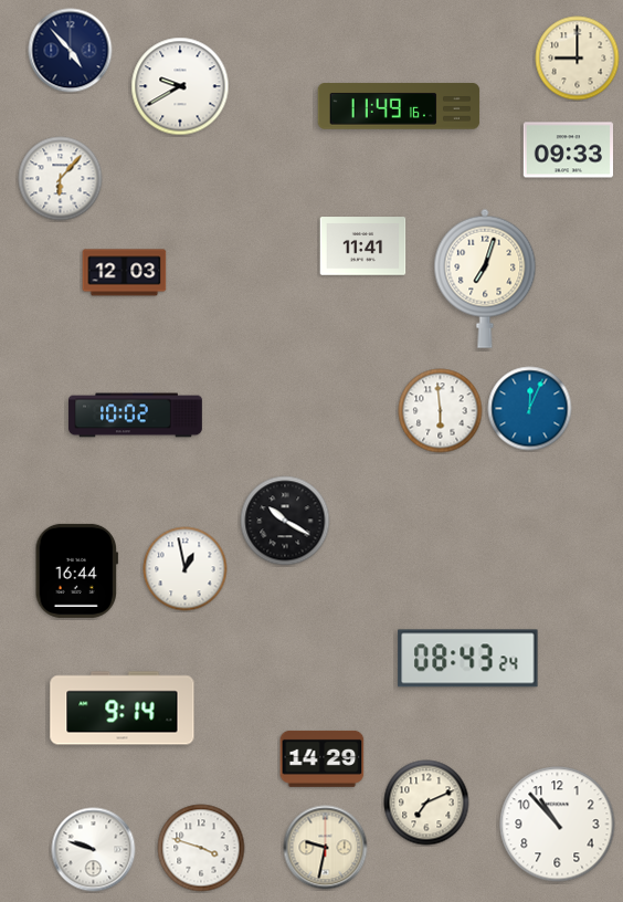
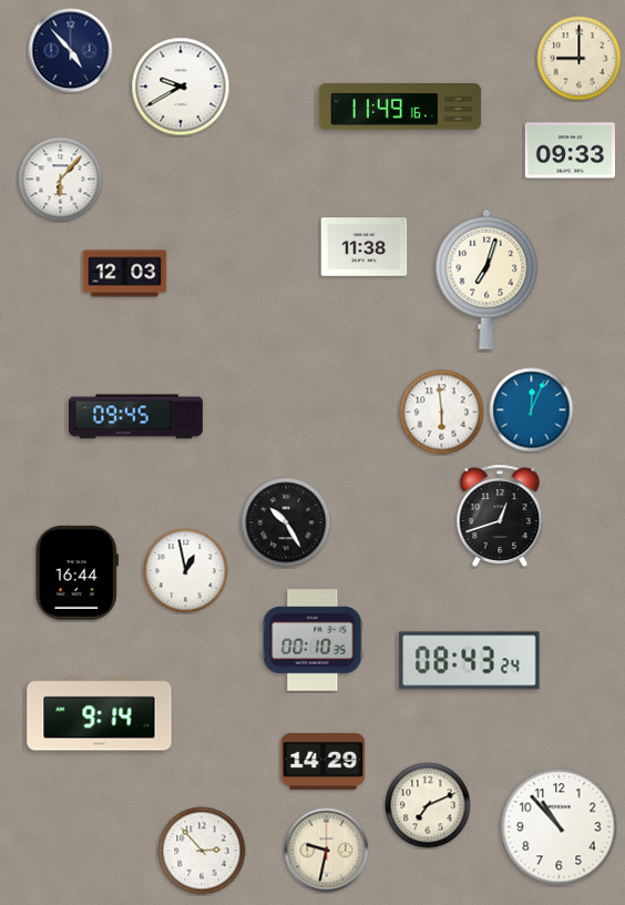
clock at (363, 247): 11:41 -> 11:38
clock at (136, 416): 10:02 -> 09:45
clock at (500, 516): none -> 12:42
clock at (285, 521): 10:20 -> 10:25
clock at (312, 640): none -> 00:10
clock at (123, 709) position: (123, 709) -> (100, 714)
clock at (201, 848): 3:48 -> 2:53
clock at (94, 850): 9:48 -> none
